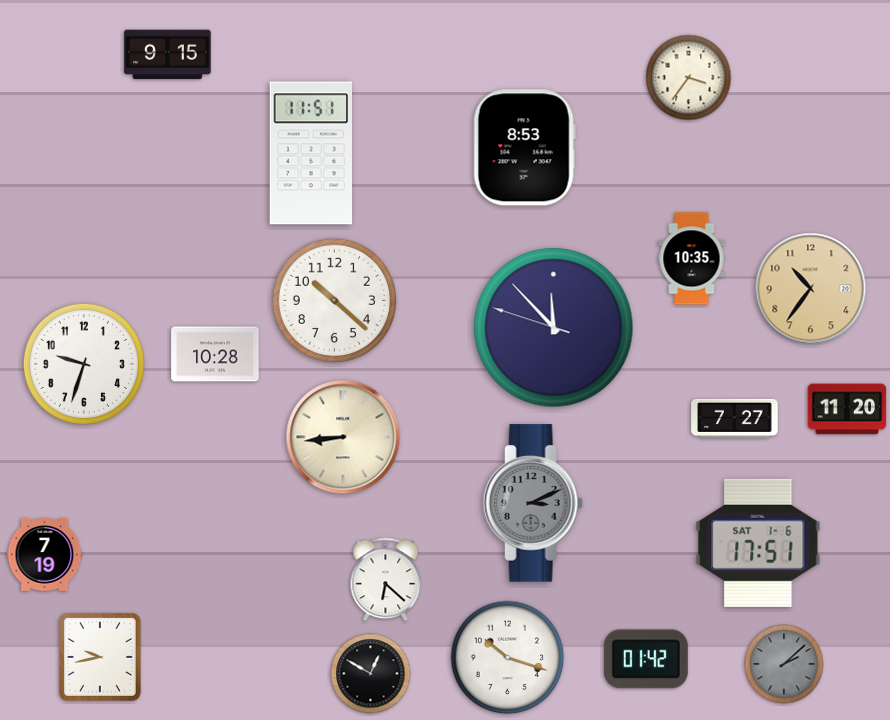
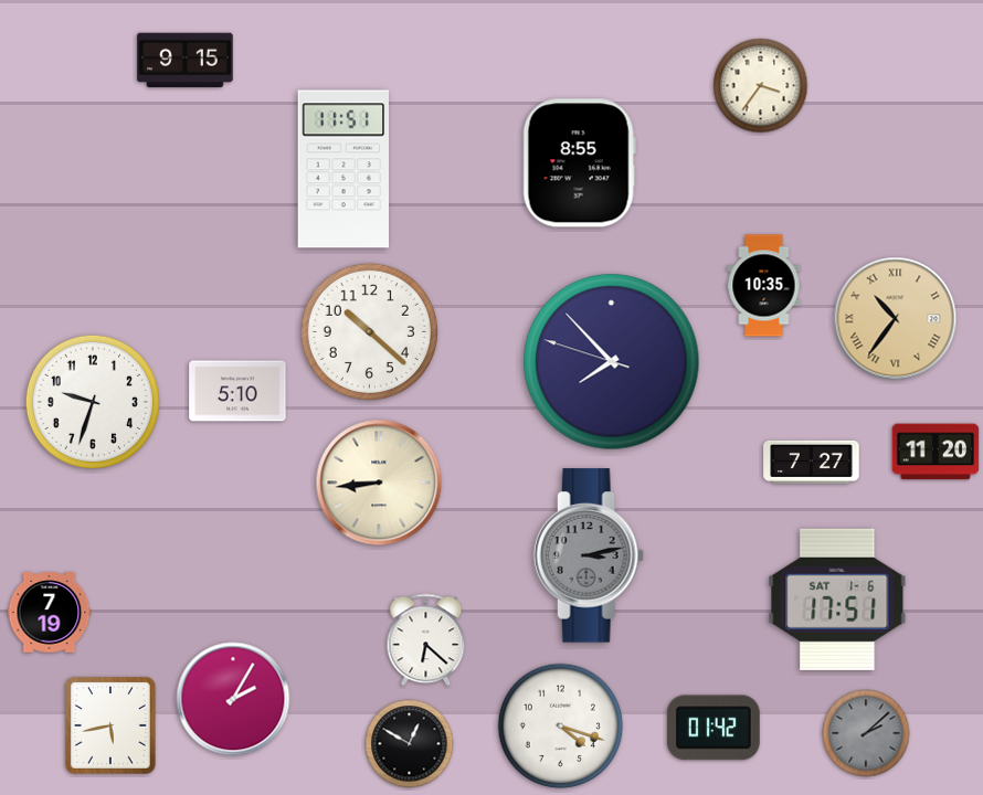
clock at (524, 148): 8:53 -> 8:55
clock at (811, 289) numerals: Arabic -> Roman
clock at (554, 328): 11:52 -> 7:52
clock at (215, 354): 10:28 -> 5:10
clock at (533, 503): 3:11 -> 3:13
clock at (233, 699): none -> 2:05
clock at (101, 658): 9:43 -> 5:43
clock at (508, 658): 10:18 -> 4:18
